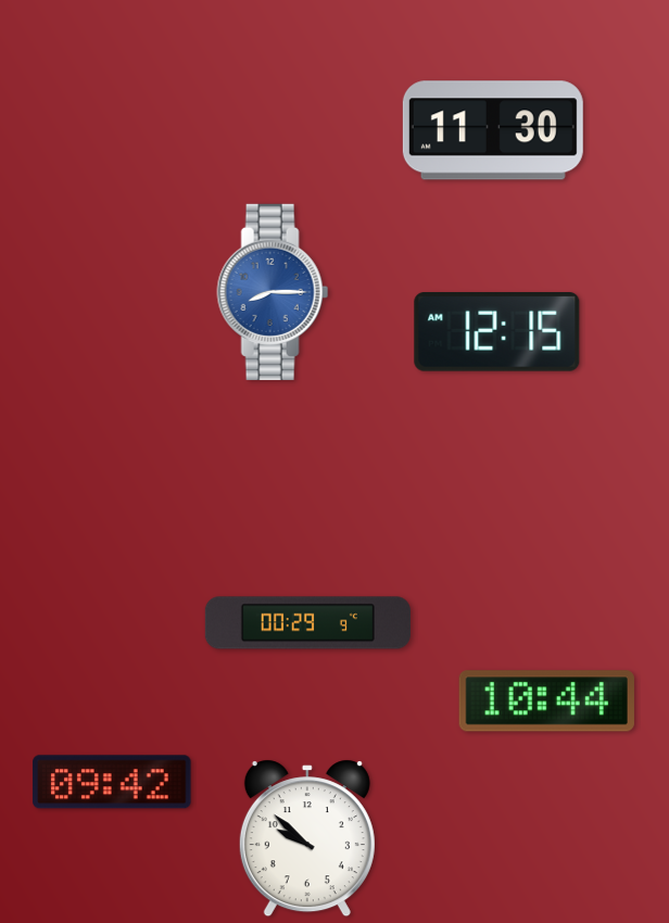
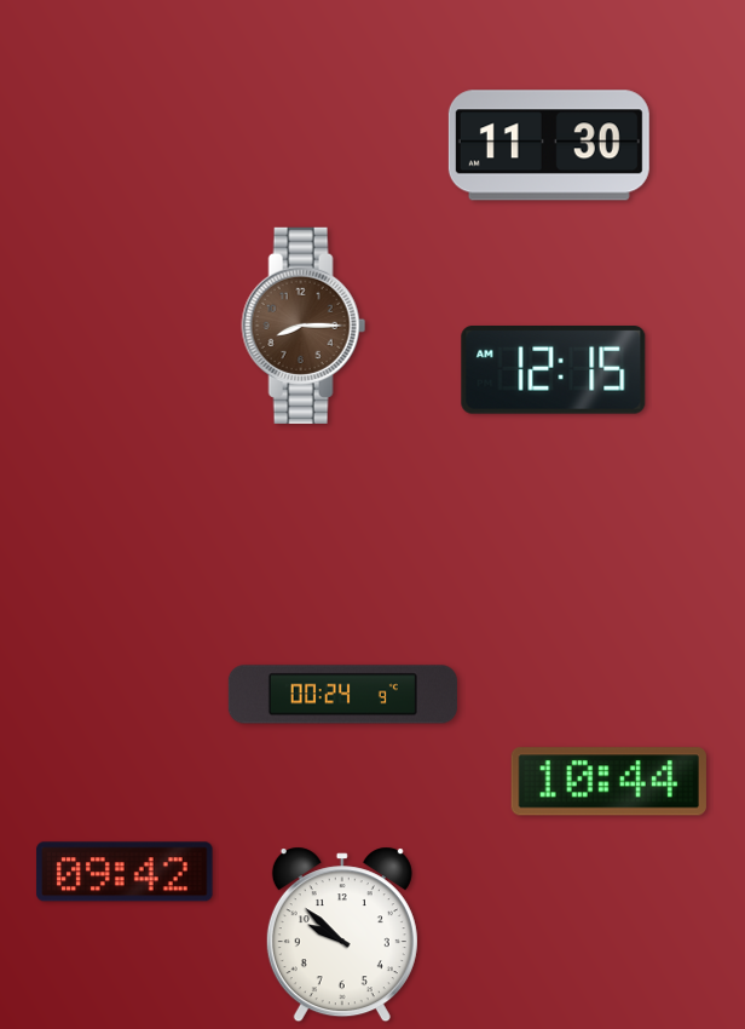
clock at (273, 292) dial: blue -> brown
clock at (307, 623): 00:29 -> 00:24
